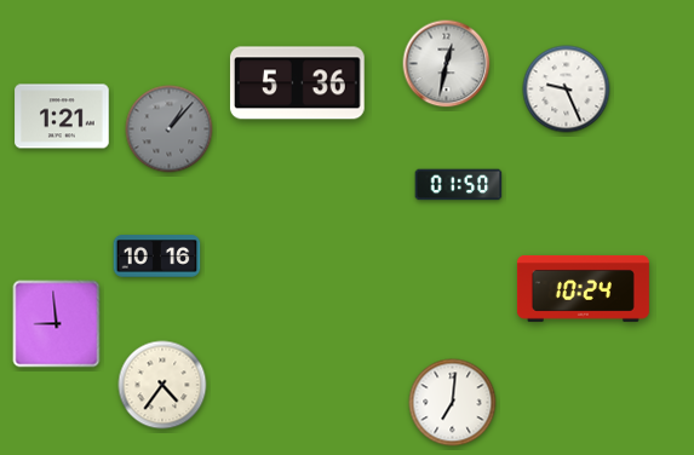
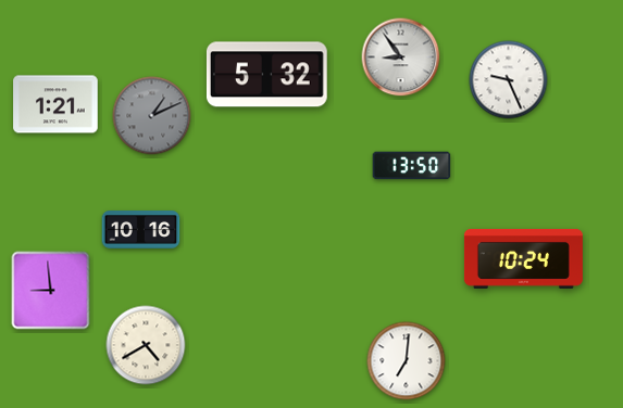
clock at (447, 64): 12:32 -> 8:54
clock at (298, 83): 5:36 -> 5:32
clock at (170, 129): 1:07 -> 1:11
clock at (459, 185): 01:50 -> 13:50
clock at (162, 385): 4:36 -> 4:40
